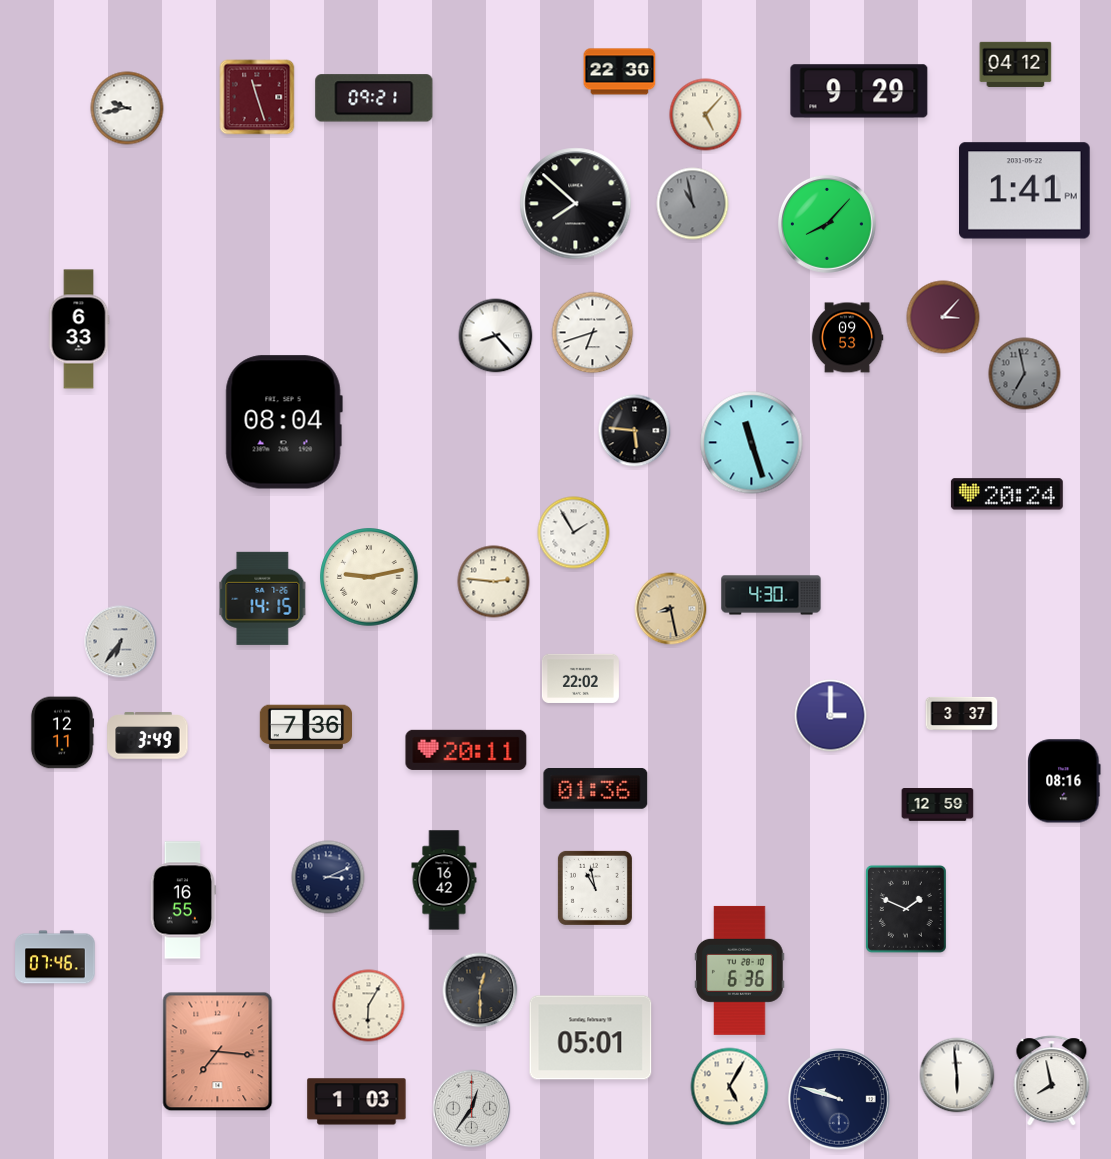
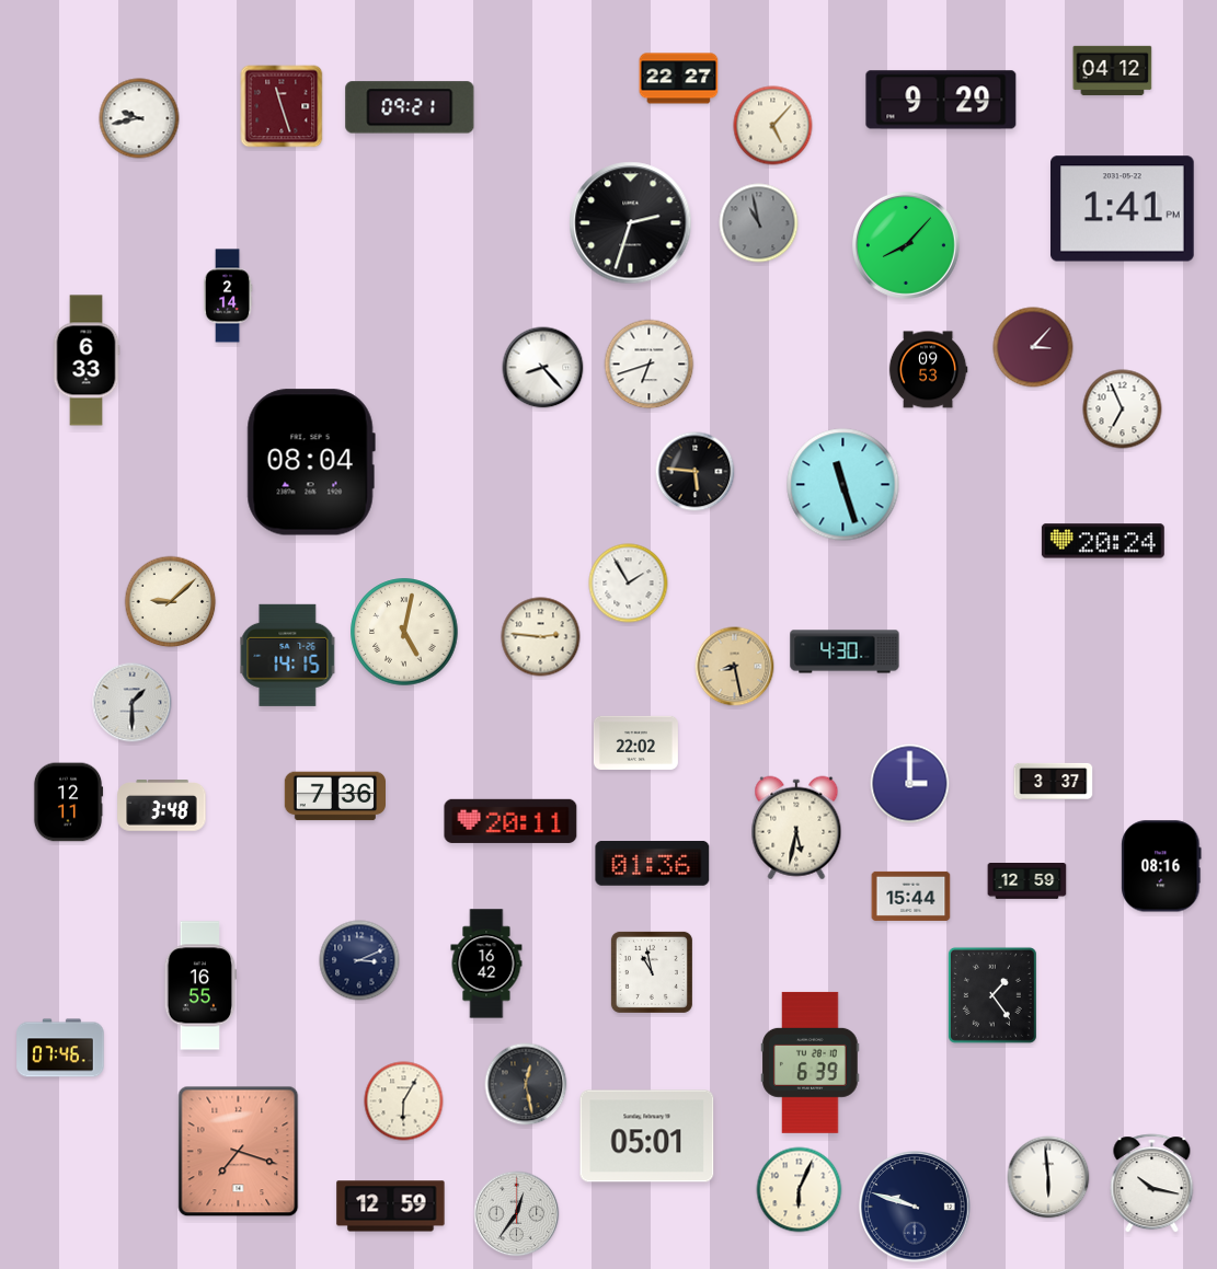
clock at (620, 72): 22:30 -> 22:27
clock at (576, 204): 7:52 -> 2:33
clock at (228, 296): none -> 2:14
clock at (1025, 374): 6:58 -> 6:56
clock at (1025, 374) dial: grey -> white
clock at (752, 443) position: (752, 443) -> (843, 485)
clock at (171, 602): none -> 9:08
clock at (369, 577): 9:13 -> 5:02
clock at (121, 642): 6:36 -> 1:30
clock at (148, 736): 3:49 -> 3:48
clock at (796, 828): none -> 5:32
clock at (1064, 781) position: (1064, 781) -> (1161, 866)
clock at (911, 896): none -> 15:44
clock at (906, 909): 1:49 -> 1:24
clock at (740, 970): 6:36 -> 6:39
clock at (480, 990): 12:30 -> 12:28
clock at (218, 1052): 7:16 -> 7:18
clock at (1052, 1081): 7:58 -> 10:17
clock at (730, 1087): 5:05 -> 6:04
clock at (839, 1099) position: (839, 1099) -> (915, 1207)
clock at (357, 1102): 1:03 -> 12:59
